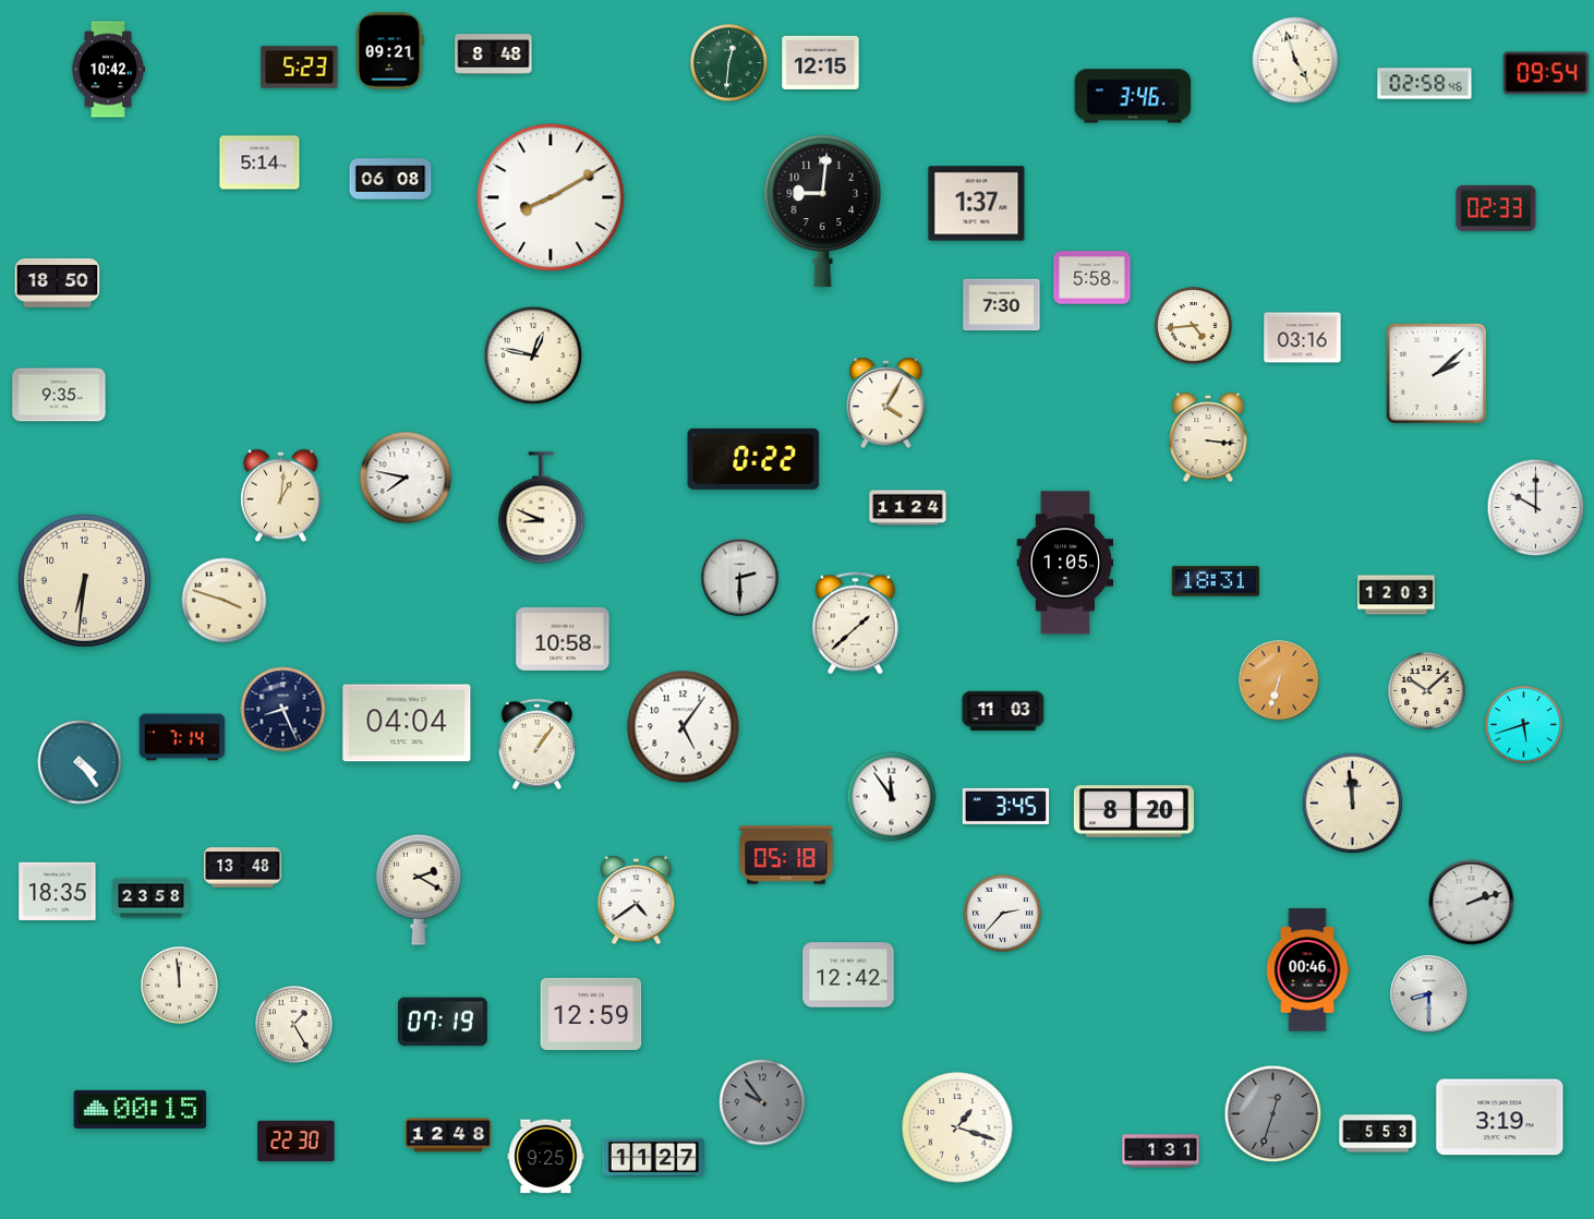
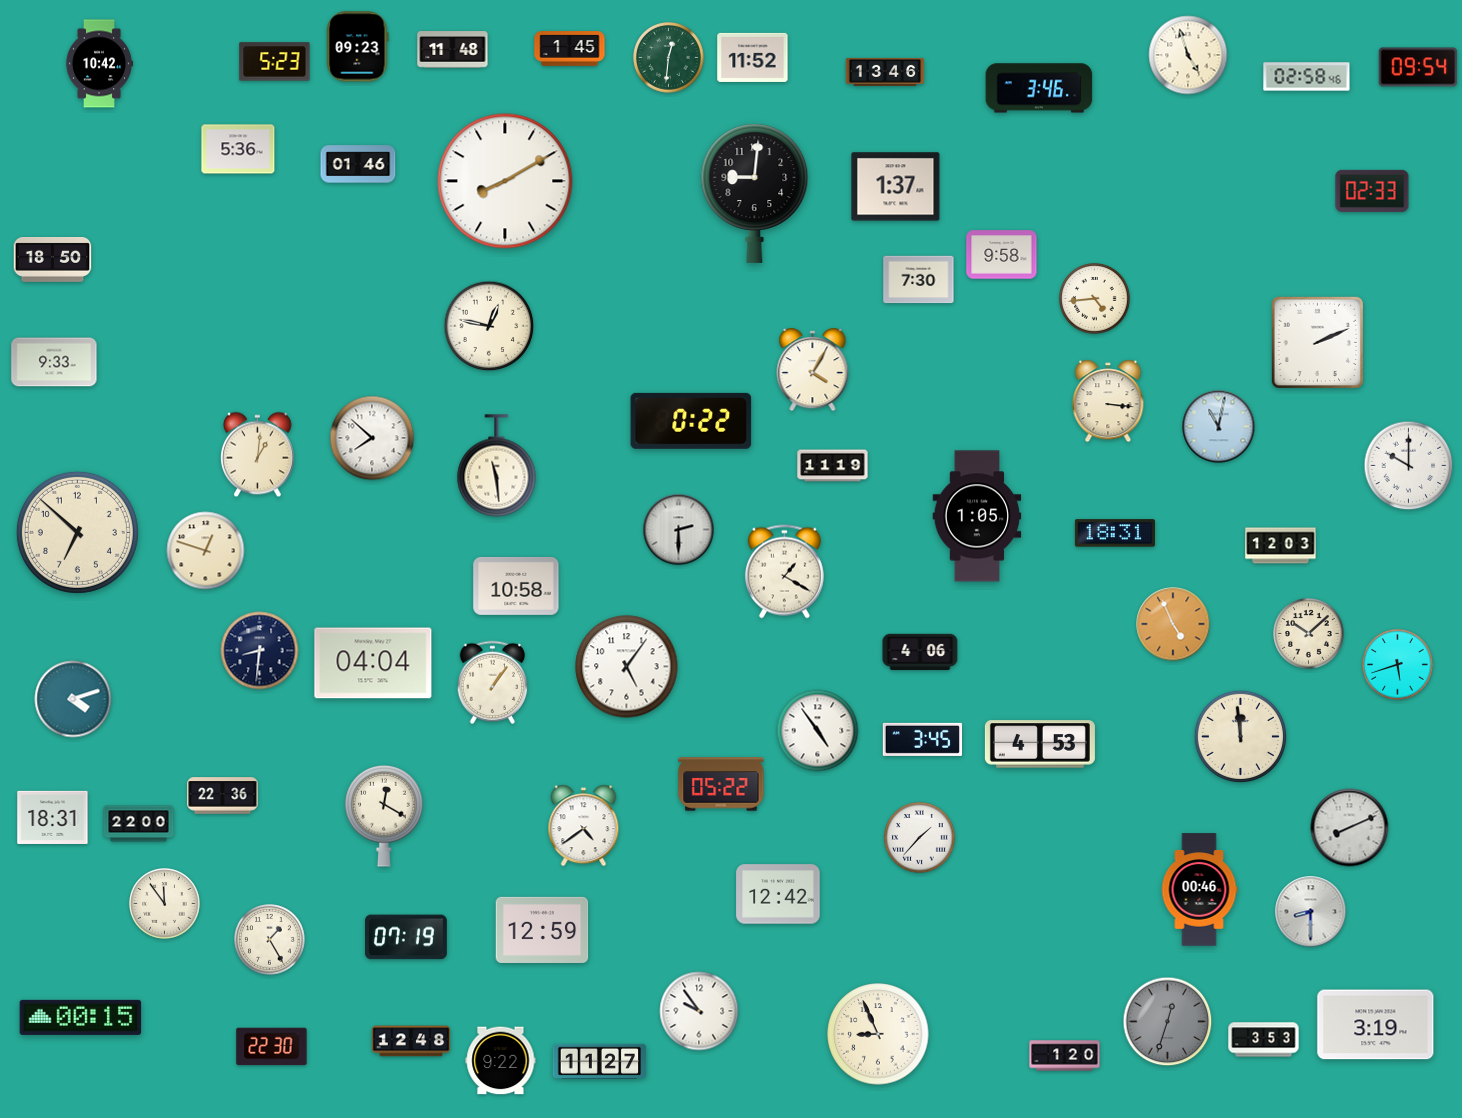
clock at (390, 51): 09:21 -> 09:23
clock at (570, 49): none -> 1:45
clock at (494, 55): 8:48 -> 11:48
clock at (821, 62): 12:15 -> 11:52
clock at (885, 72): none -> 13:46
clock at (259, 162): 5:14 -> 5:36
clock at (390, 179): 06:08 -> 01:46
clock at (1092, 278): 5:58 -> 9:58
clock at (1303, 338): 03:16 -> none
clock at (1436, 373): 2:08 -> 2:11
clock at (59, 395): 9:35 -> 9:33
clock at (1219, 427): none -> 11:02
clock at (406, 478): 7:47 -> 7:52
clock at (542, 508): 8:49 -> 11:29
clock at (908, 508): 11:24 -> 11:19
clock at (84, 580): 6:31 -> 6:52
clock at (225, 601): 3:48 -> 12:48
clock at (855, 624): 1:38 -> 1:20
clock at (1279, 680): 6:33 -> 4:56
clock at (283, 710): 8:26 -> 8:31
clock at (1003, 710): 11:03 -> 4:06
clock at (182, 737): 7:14 -> none
clock at (80, 762): 4:24 -> 4:12
clock at (892, 797): 11:54 -> 4:54
clock at (1134, 811): 8:20 -> 4:53
clock at (786, 855): 05:18 -> 05:22
clock at (243, 868): 13:48 -> 22:36
clock at (419, 890): 2:20 -> 12:20
clock at (58, 891): 18:35 -> 18:31
clock at (152, 898): 23:58 -> 22:00
clock at (1472, 903): 2:12 -> 8:11
clock at (1003, 914): 2:37 -> 1:37
clock at (180, 986): 11:59 -> 11:54
clock at (762, 1102) dial: grey -> white
clock at (141, 1109) position: (141, 1109) -> (81, 1017)
clock at (957, 1127): 1:18 -> 8:56
clock at (1378, 1134): 5:53 -> 3:53
clock at (1161, 1151): 1:31 -> 1:20
clock at (546, 1157): 9:25 -> 9:22
